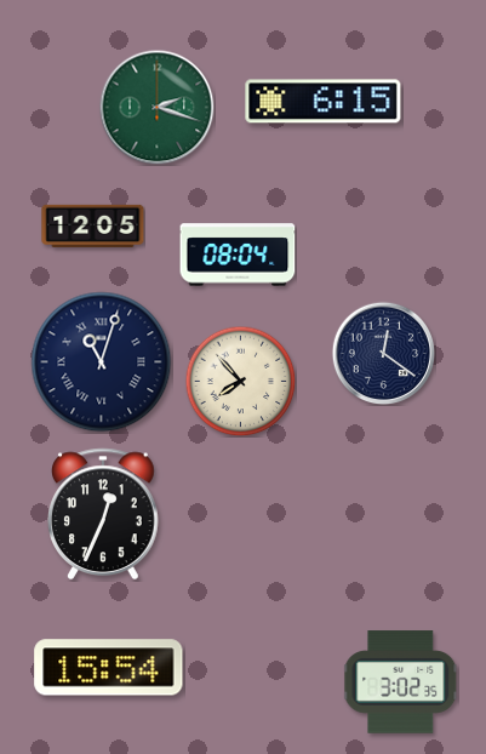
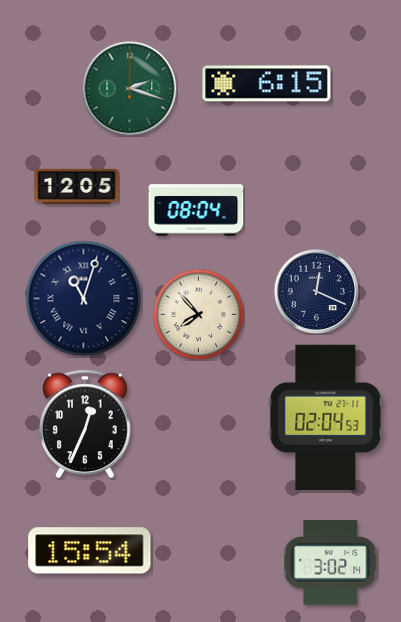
clock at (383, 353): 12:21 -> 12:19
clock at (326, 417): none -> 02:04
clock at (401, 682): 3:02:35 -> 3:02:14
